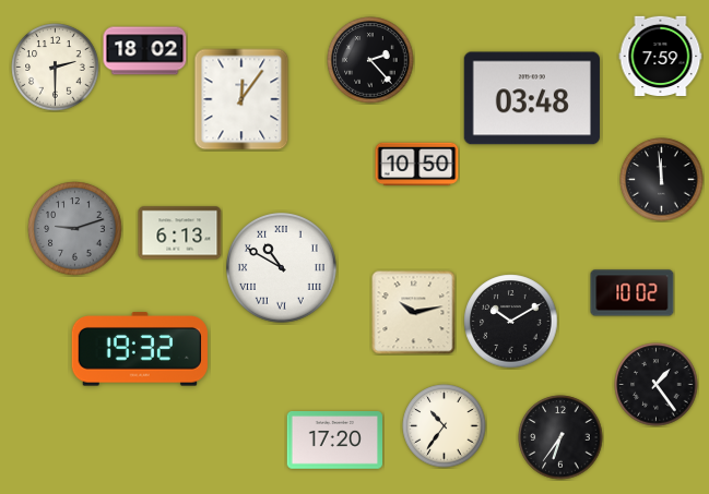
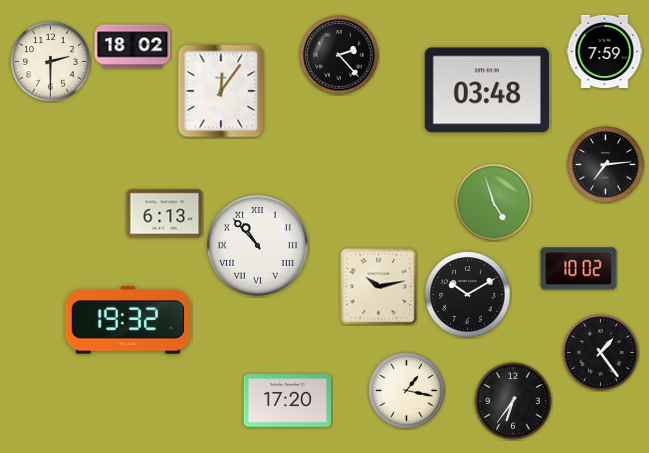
clock at (417, 165): 10:50 -> none
clock at (662, 180): 11:59 -> 7:14
clock at (494, 203): none -> 4:57
clock at (75, 229): 9:12 -> none
clock at (282, 268): 10:50 -> 10:53
clock at (445, 426): 10:36 -> 1:17
clock at (335, 441) position: (335, 441) -> (288, 401)
